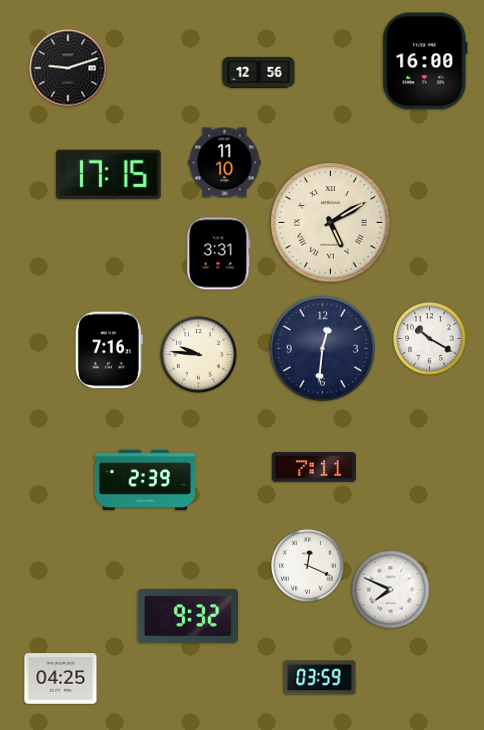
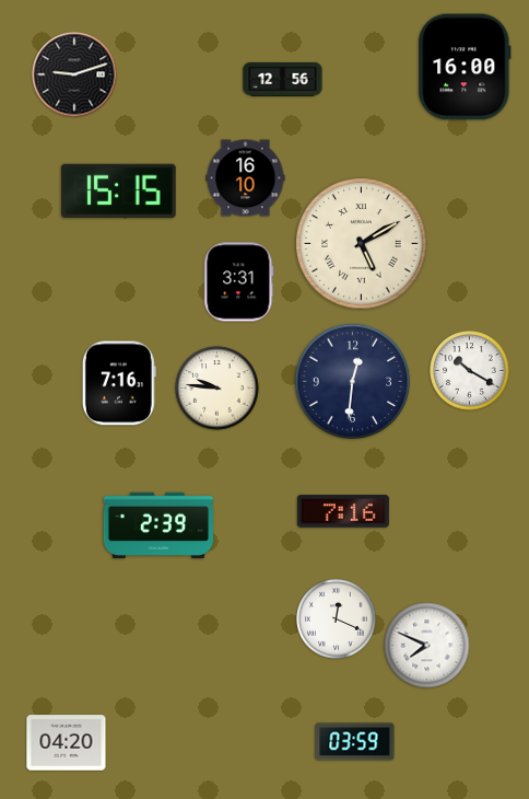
clock at (225, 163): 11:10 -> 16:10
clock at (109, 174): 17:15 -> 15:15
clock at (219, 254) position: (219, 254) -> (239, 282)
clock at (314, 467): 7:11 -> 7:16
clock at (188, 617): 9:32 -> none
clock at (320, 678) position: (320, 678) -> (355, 742)
clock at (61, 679): 04:25 -> 04:20
